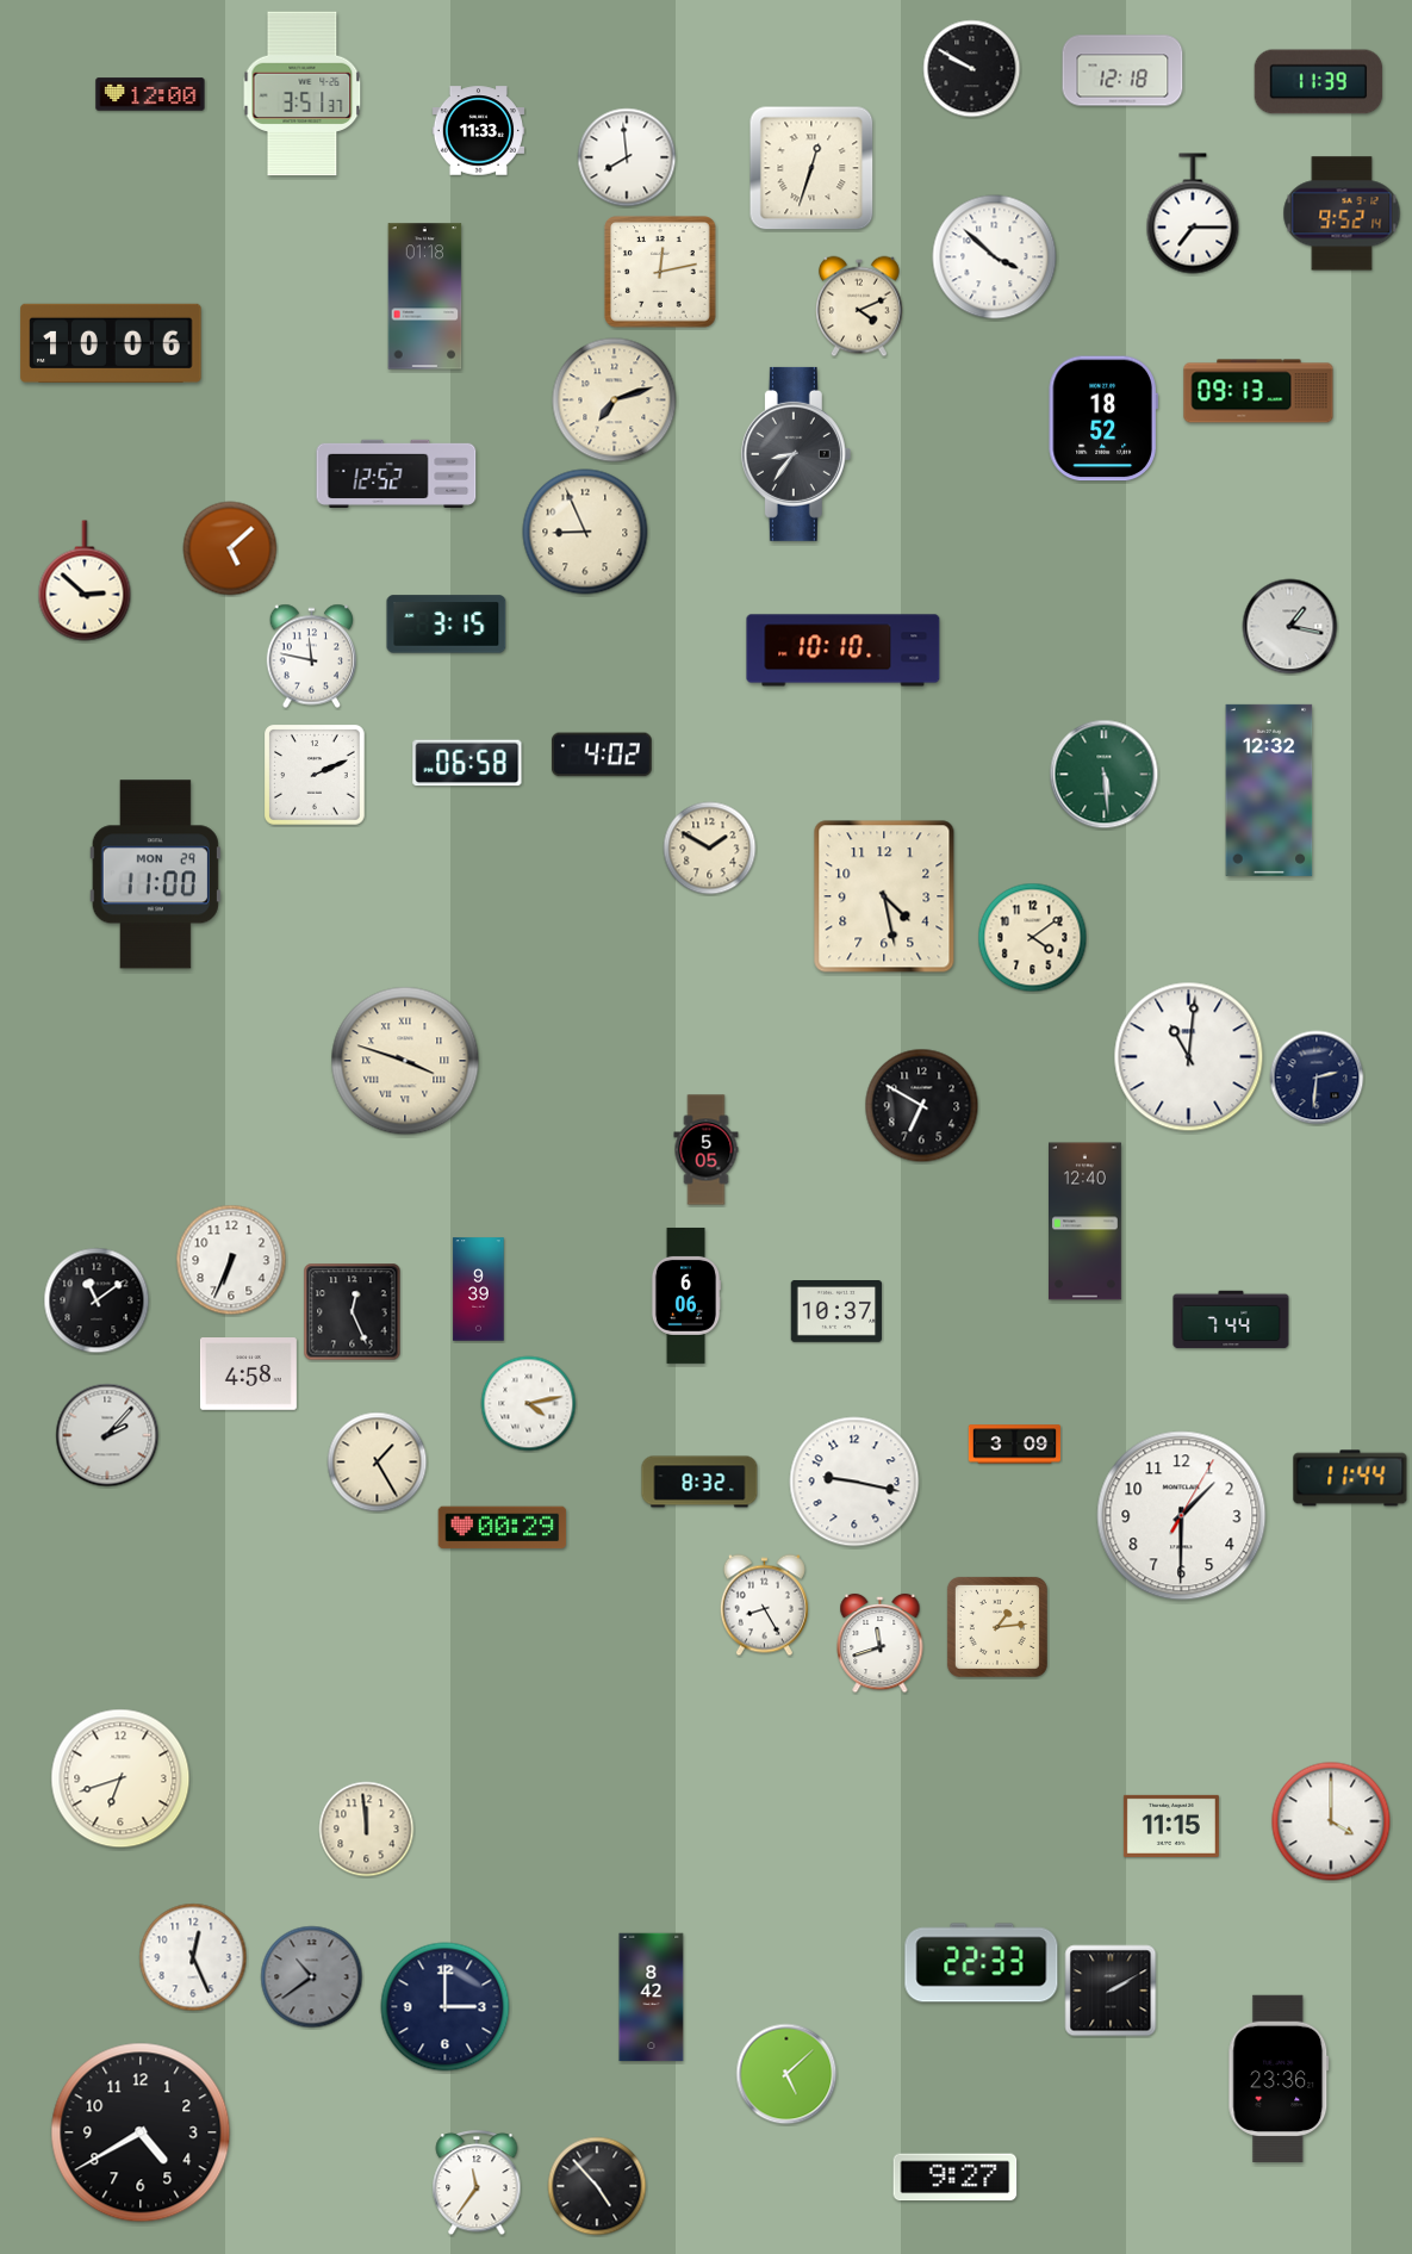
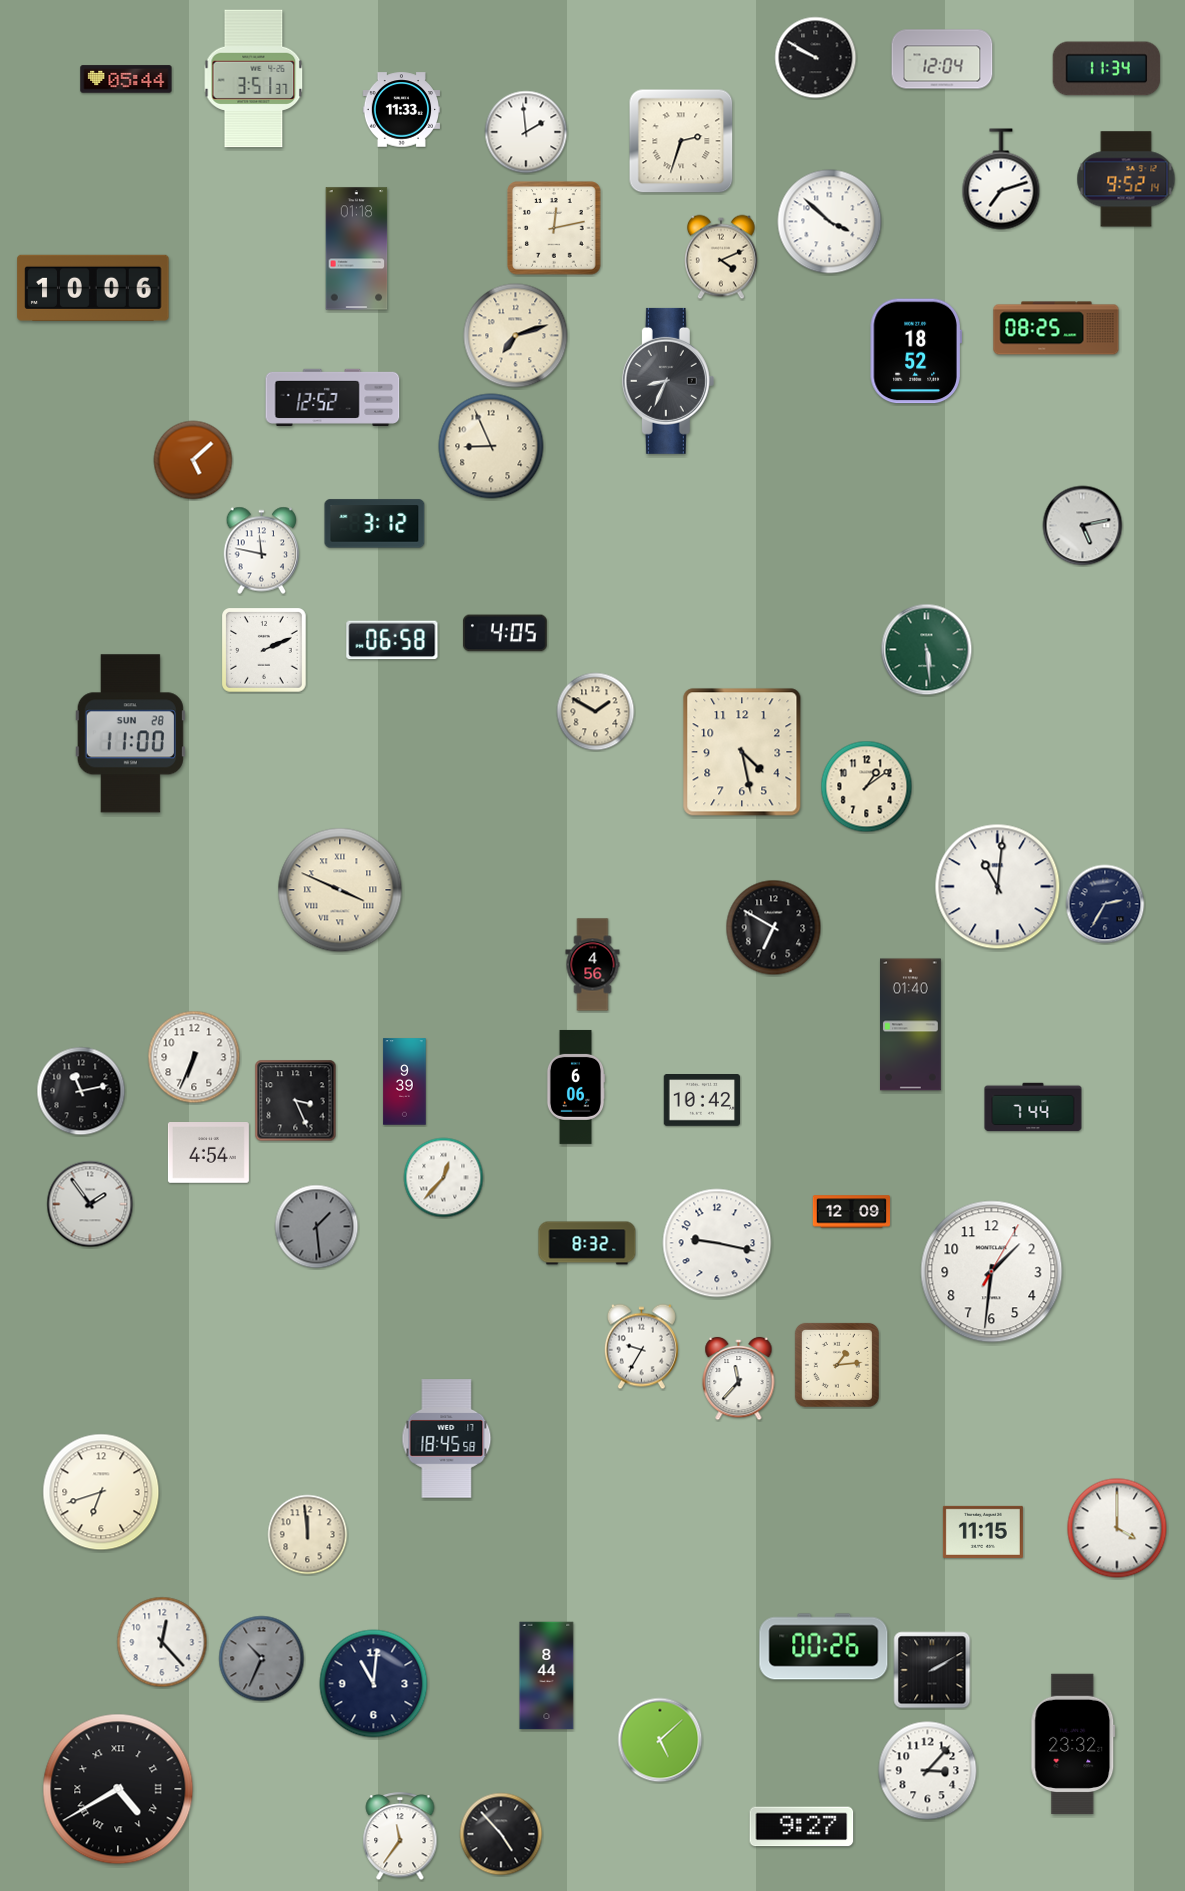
clock at (1122, 70): 12:18 -> 12:04
clock at (1319, 82): 11:39 -> 11:34
clock at (150, 94): 12:00 -> 05:44
clock at (627, 157): 7:59 -> 1:59
clock at (811, 168): 12:33 -> 2:33
clock at (1193, 213): 7:15 -> 7:12
clock at (995, 257) position: (995, 257) -> (830, 222)
clock at (1258, 391): 09:13 -> 08:25
clock at (1103, 418) position: (1103, 418) -> (916, 351)
clock at (796, 454): 8:36 -> 8:34
clock at (85, 580): 2:52 -> none
clock at (447, 625): 3:15 -> 3:12
clock at (1290, 627): 1:17 -> 5:13
clock at (844, 651): 10:10 -> none
clock at (602, 755): 4:02 -> 4:05
clock at (1269, 790): 12:32 -> none
clock at (155, 875) date: MON 29 -> SUN 28
clock at (1033, 938): 4:09 -> 1:09
clock at (405, 1061): 3:48 -> 3:49
clock at (1317, 1078): 2:31 -> 2:35
clock at (707, 1150): 5:05 -> 4:56
clock at (1086, 1222): 12:40 -> 01:40
clock at (479, 1290) position: (479, 1290) -> (405, 1082)
clock at (97, 1300): 11:09 -> 11:13
clock at (836, 1311): 10:37 -> 10:42
clock at (353, 1312): 12:26 -> 3:26
clock at (248, 1374): 4:58 -> 4:54
clock at (529, 1404): 4:13 -> 12:37
clock at (107, 1435): 2:07 -> 1:54
clock at (1015, 1445): 3:09 -> 12:09
clock at (378, 1463): 1:25 -> 1:29
clock at (378, 1463) dial: cream -> grey
clock at (1350, 1478): 11:44 -> none
clock at (1182, 1516): 1:30 -> 1:31
clock at (503, 1528): 00:29 -> none
clock at (764, 1606): 8:25 -> 9:35
clock at (881, 1644): 11:42 -> 11:37
clock at (447, 1439): none -> 18:45
clock at (193, 1957): 12:26 -> 12:23
clock at (982, 1963): 22:33 -> 00:26
clock at (312, 1977): 10:39 -> 10:34
clock at (652, 1998): 8:42 -> 8:44
clock at (446, 2007): 3:00 -> 11:01
clock at (1279, 2078): 23:36 -> 23:32
clock at (928, 1771): none -> 3:07
clock at (141, 2132) numerals: Arabic -> Roman
clock at (477, 2184) position: (477, 2184) -> (400, 1837)
